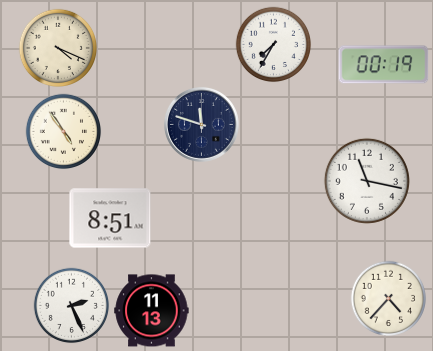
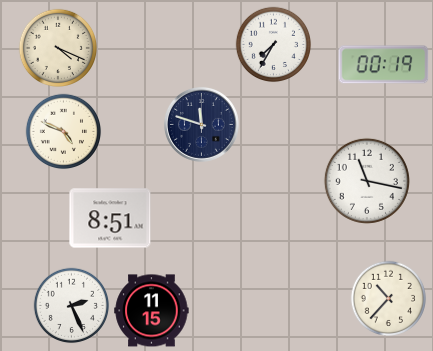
clock at (64, 132): 4:54 -> 4:49
clock at (389, 299): 4:37 -> 10:37
clock at (152, 311): 11:13 -> 11:15
